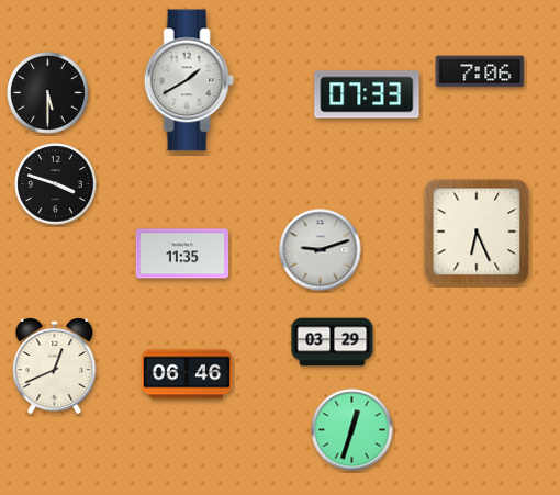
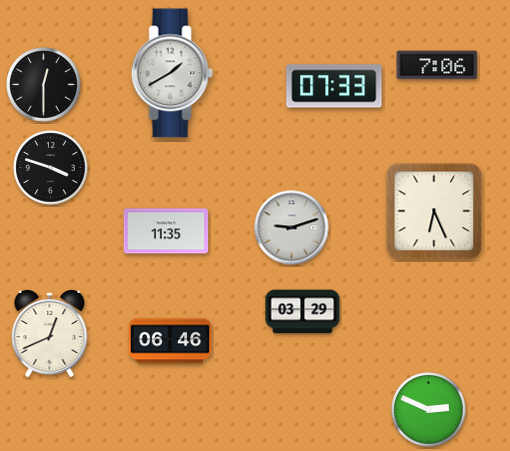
clock at (48, 93): 5:30 -> 12:30
clock at (352, 430): 12:33 -> none
clock at (429, 410): none -> 2:49
